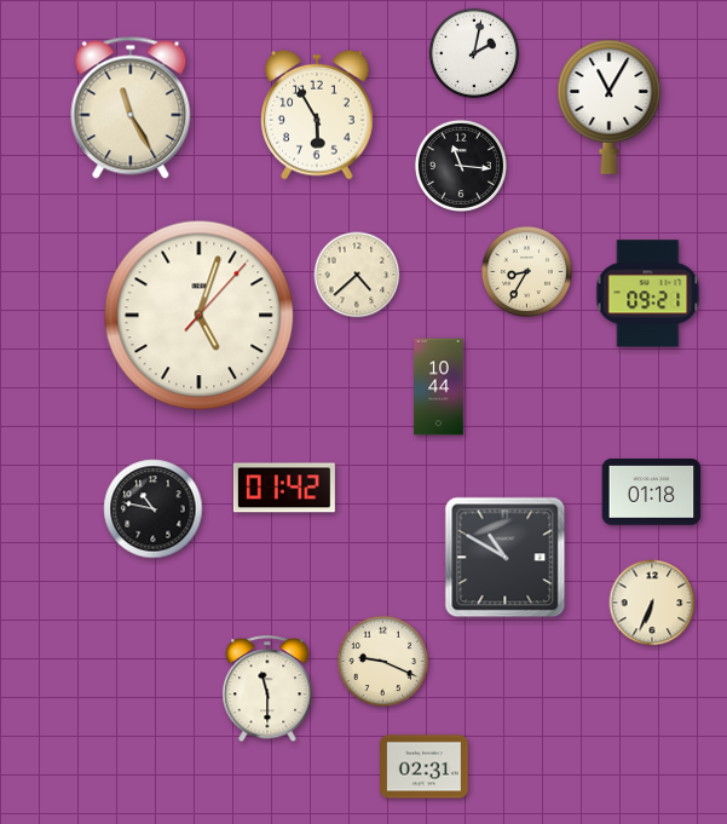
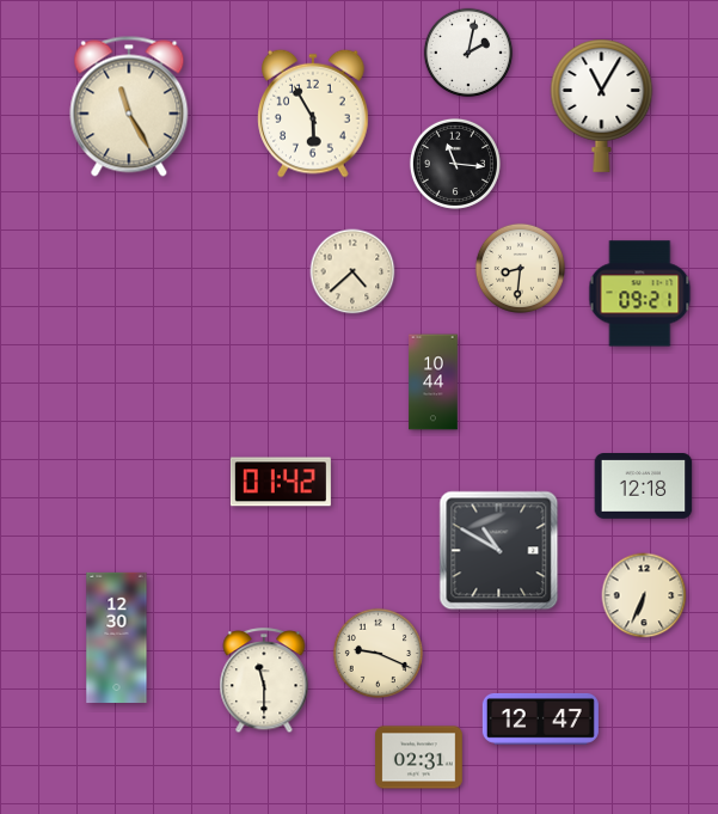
clock at (526, 271): 8:35 -> 8:31
clock at (648, 294) position: (648, 294) -> (640, 294)
clock at (200, 316): 5:03 -> none
clock at (652, 492): 01:18 -> 12:18
clock at (154, 509): 10:47 -> none
clock at (117, 637): none -> 12:30
clock at (540, 718): none -> 12:47
